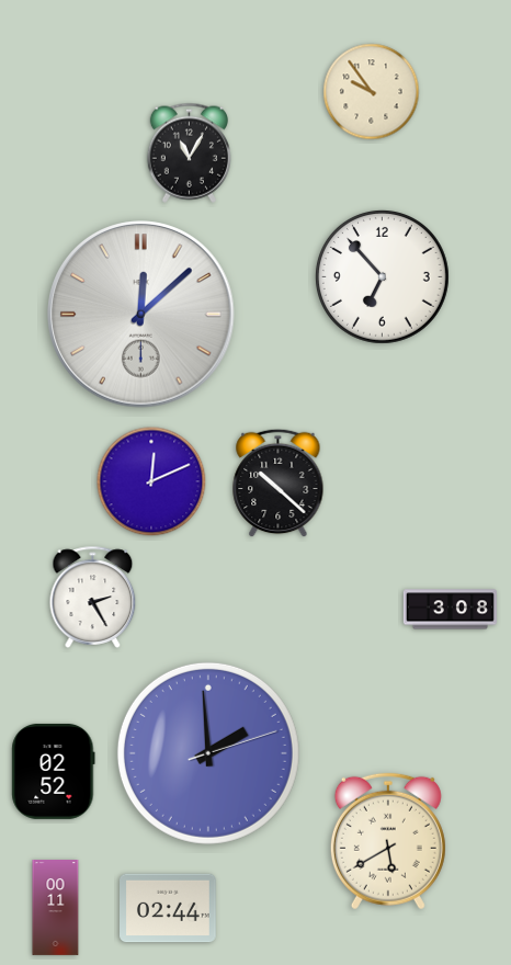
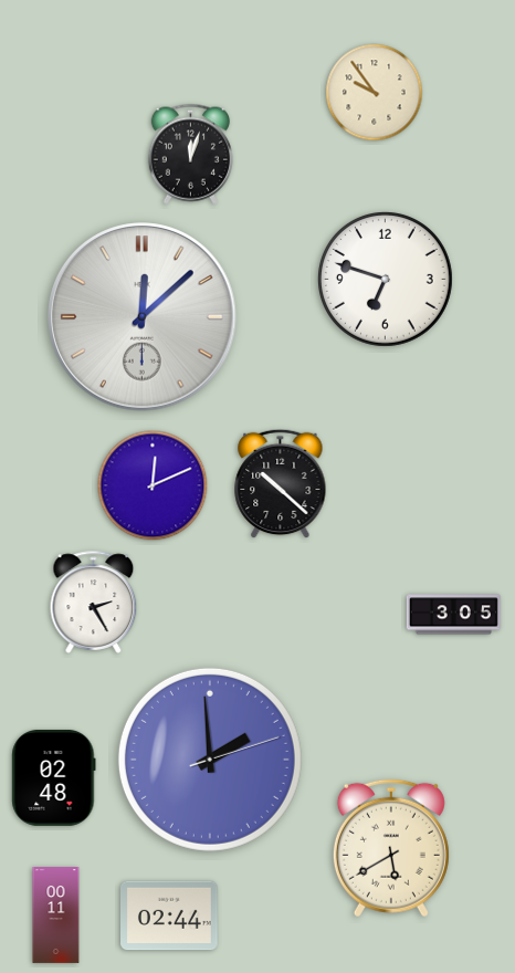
clock at (189, 152): 11:05 -> 12:03
clock at (382, 276): 6:53 -> 6:48
clock at (279, 484) position: (279, 484) -> (281, 484)
clock at (450, 610): 3:08 -> 3:05
clock at (54, 771): 02:52 -> 02:48
